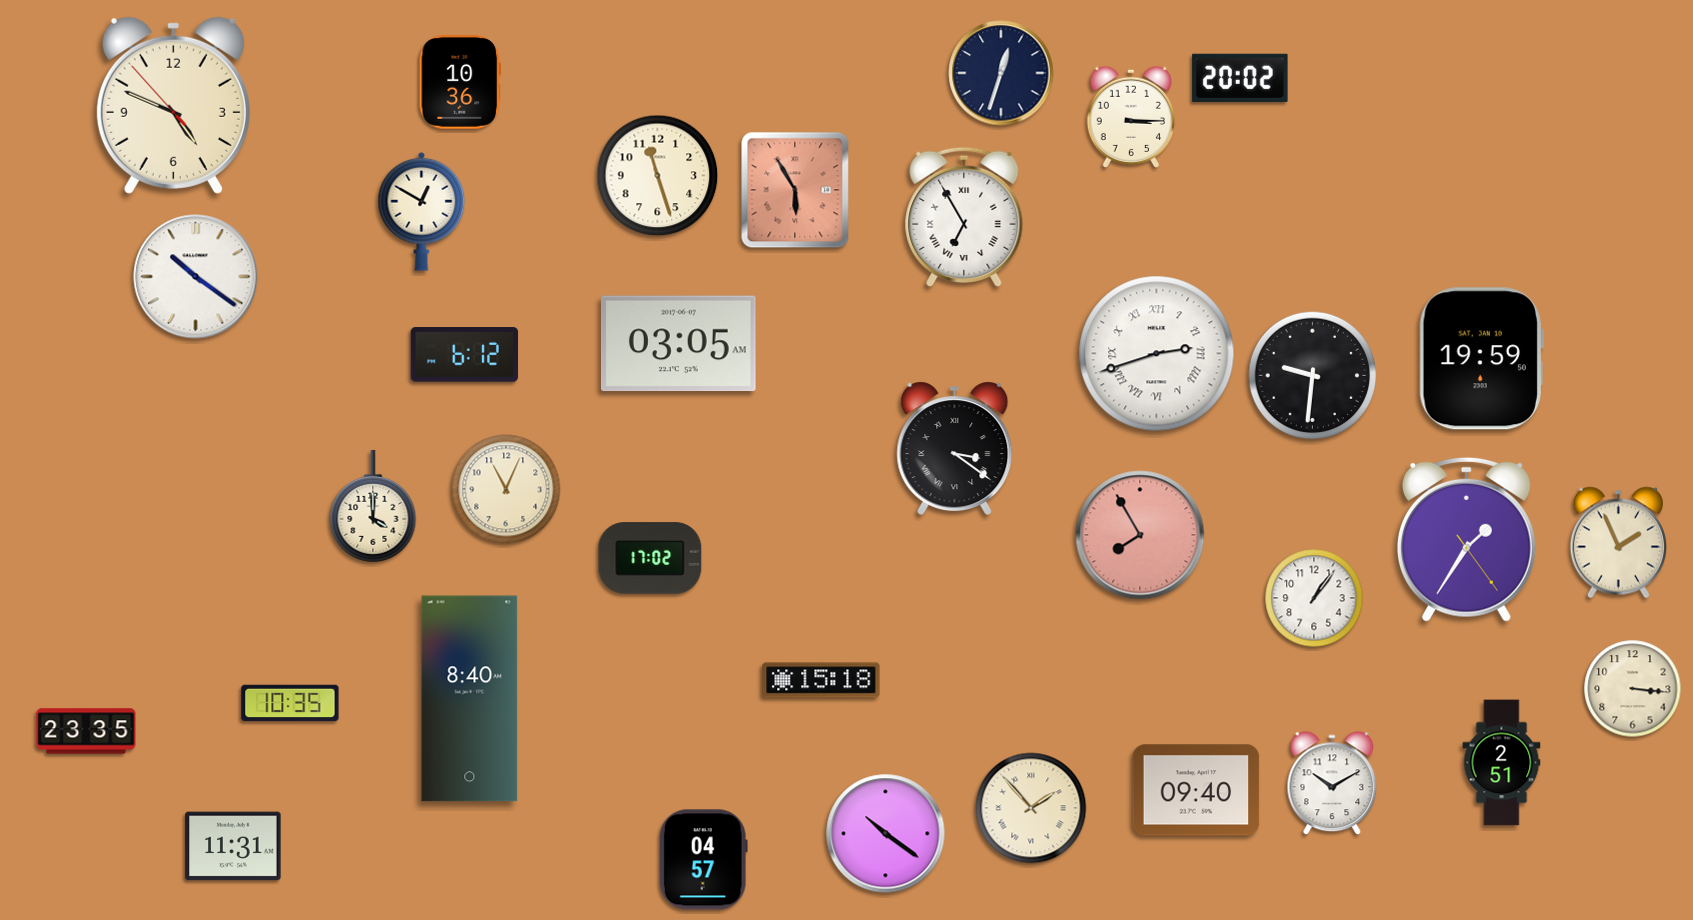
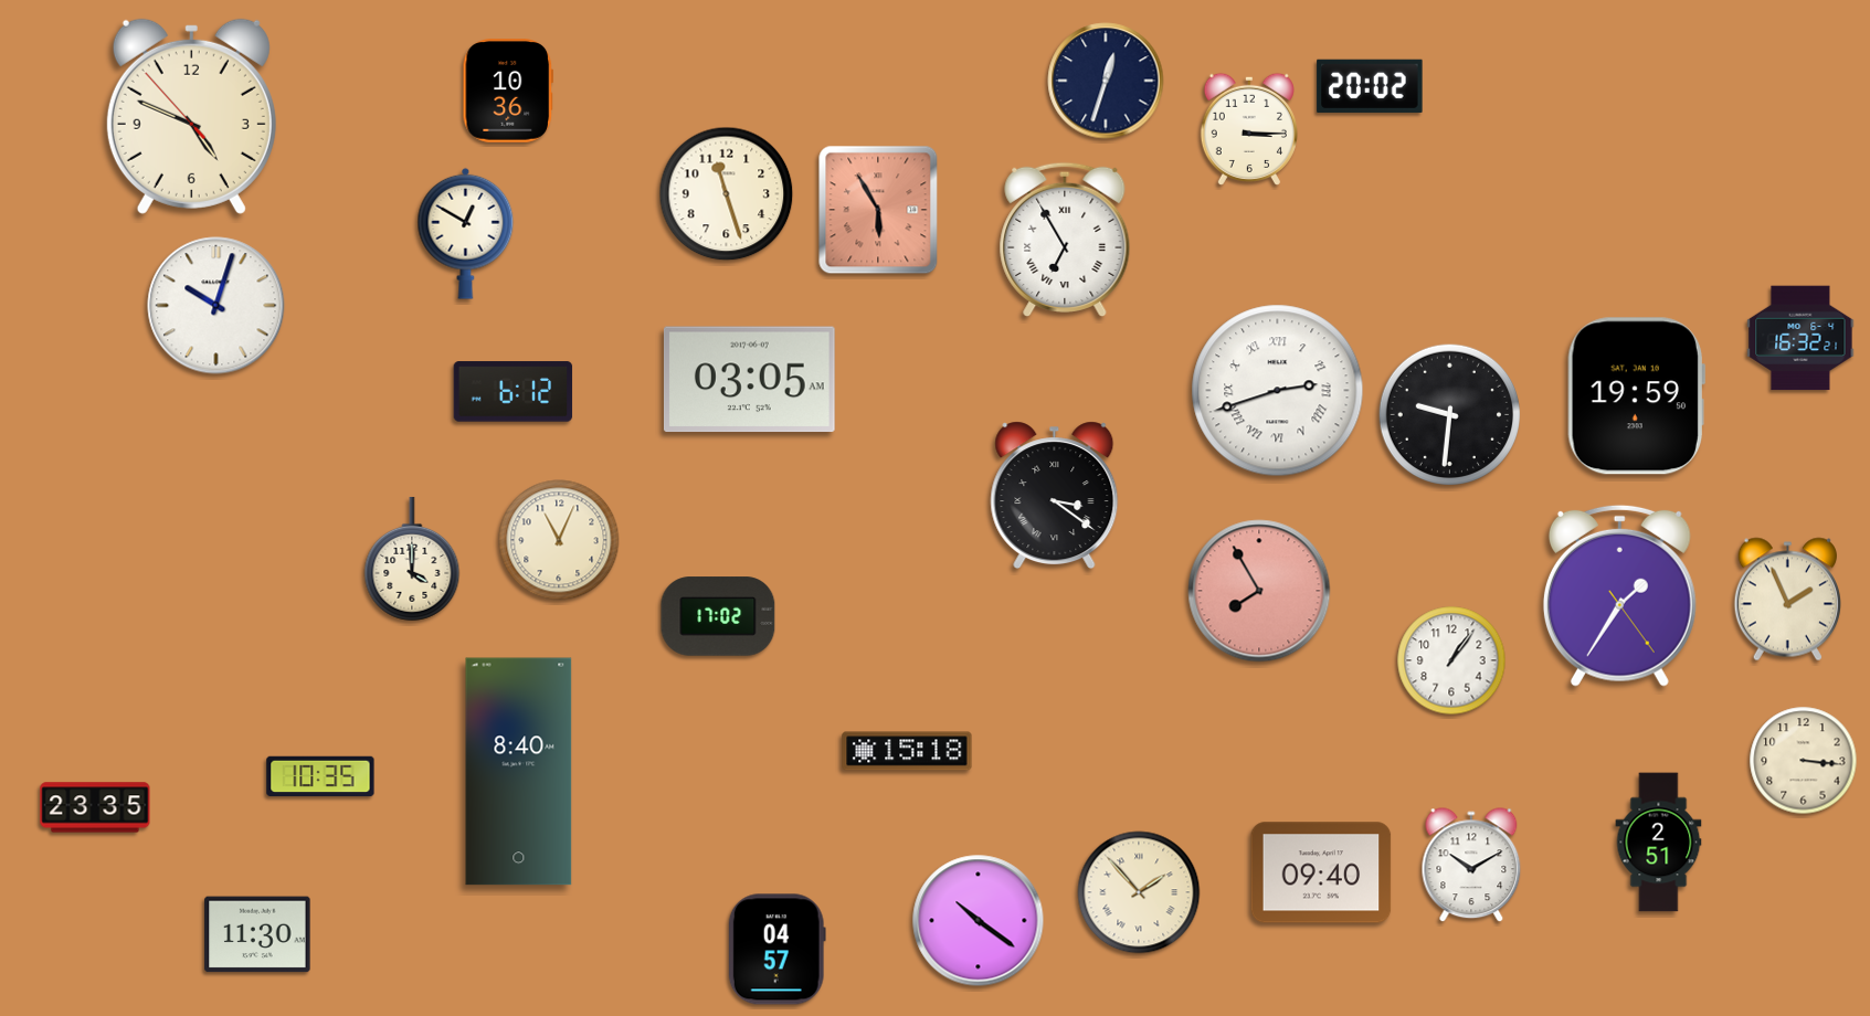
clock at (196, 277): 10:21 -> 10:03
clock at (1800, 338): none -> 16:32
clock at (233, 846): 11:31 -> 11:30
